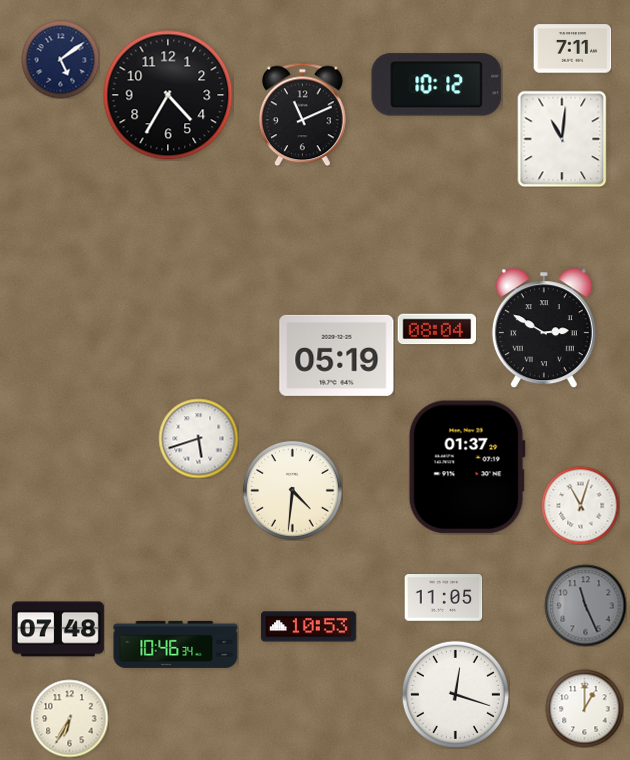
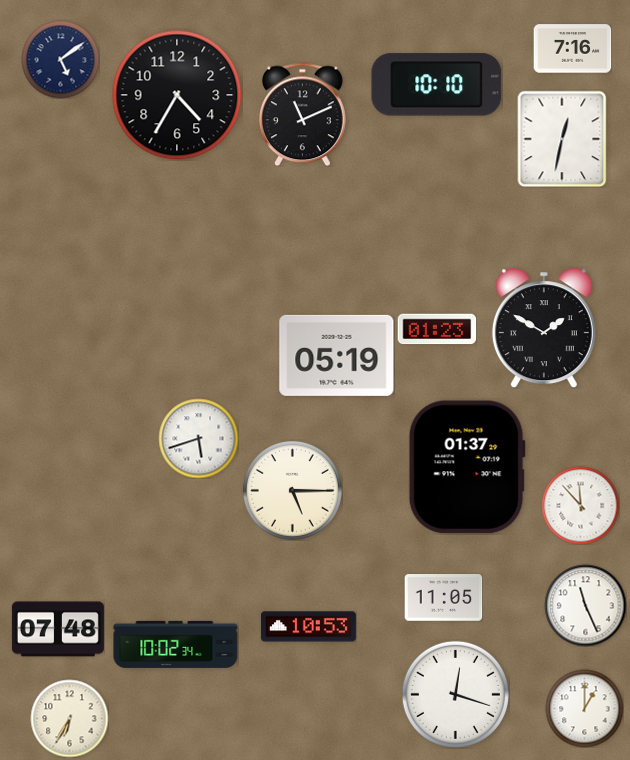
clock at (572, 49): 7:11 -> 7:16
clock at (437, 85): 10:12 -> 10:10
clock at (168, 95) position: (168, 95) -> (177, 95)
clock at (562, 139): 11:01 -> 12:32
clock at (544, 328): 2:50 -> 1:50
clock at (437, 329): 08:04 -> 01:23
clock at (292, 490): 4:31 -> 5:15
clock at (580, 505): 11:03 -> 11:53
clock at (585, 605) dial: grey -> white
clock at (176, 644): 10:46 -> 10:02
